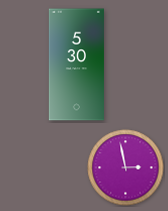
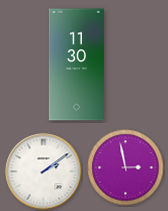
clock at (76, 65): 5:30 -> 11:30
clock at (44, 172): none -> 2:09
